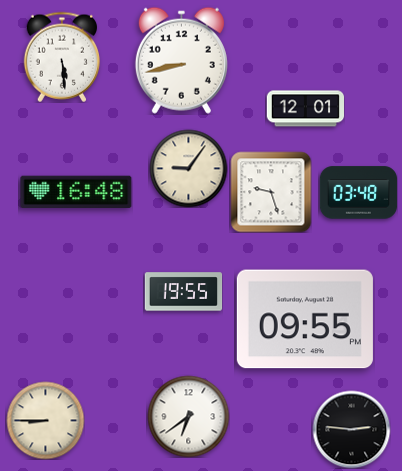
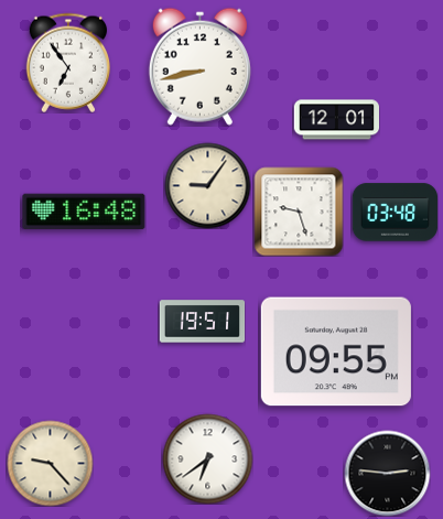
clock at (61, 57): 5:29 -> 6:54
clock at (183, 292): 19:55 -> 19:51
clock at (45, 420): 8:45 -> 9:23
